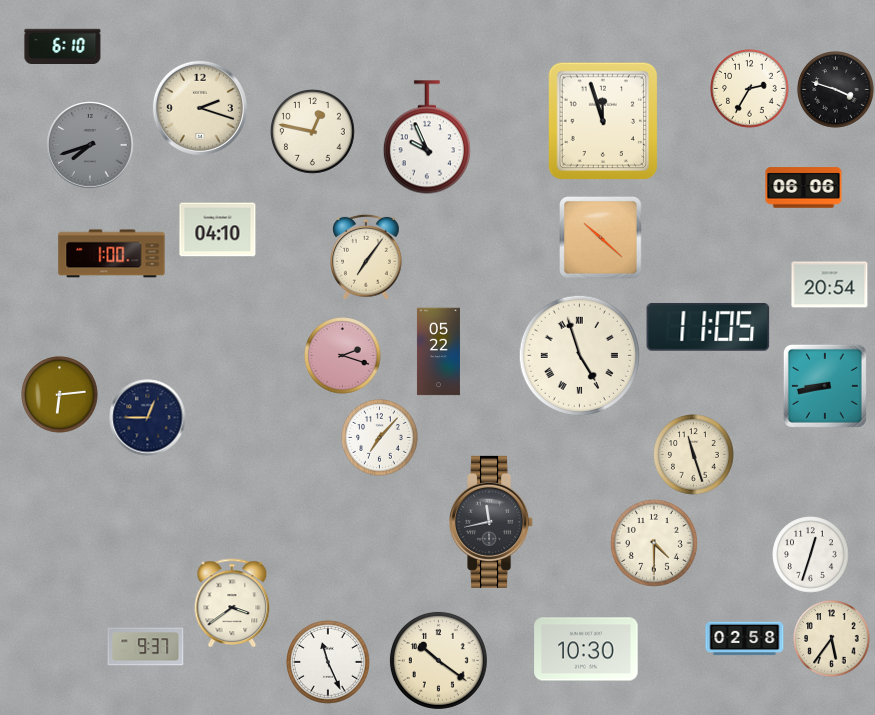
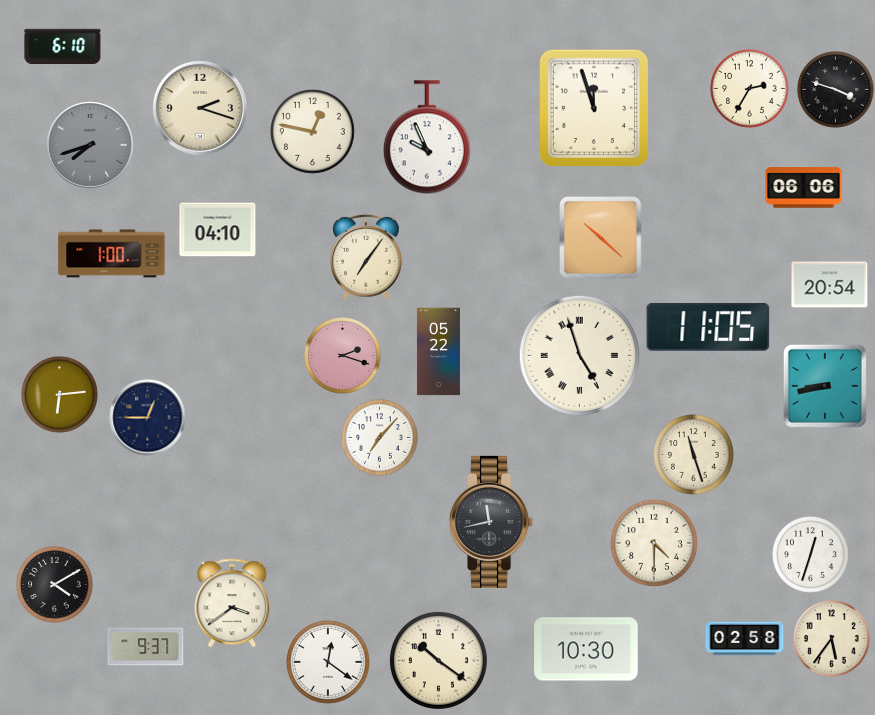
clock at (603, 121) position: (603, 121) -> (594, 108)
clock at (55, 585): none -> 4:10
clock at (329, 663): 11:26 -> 12:21
